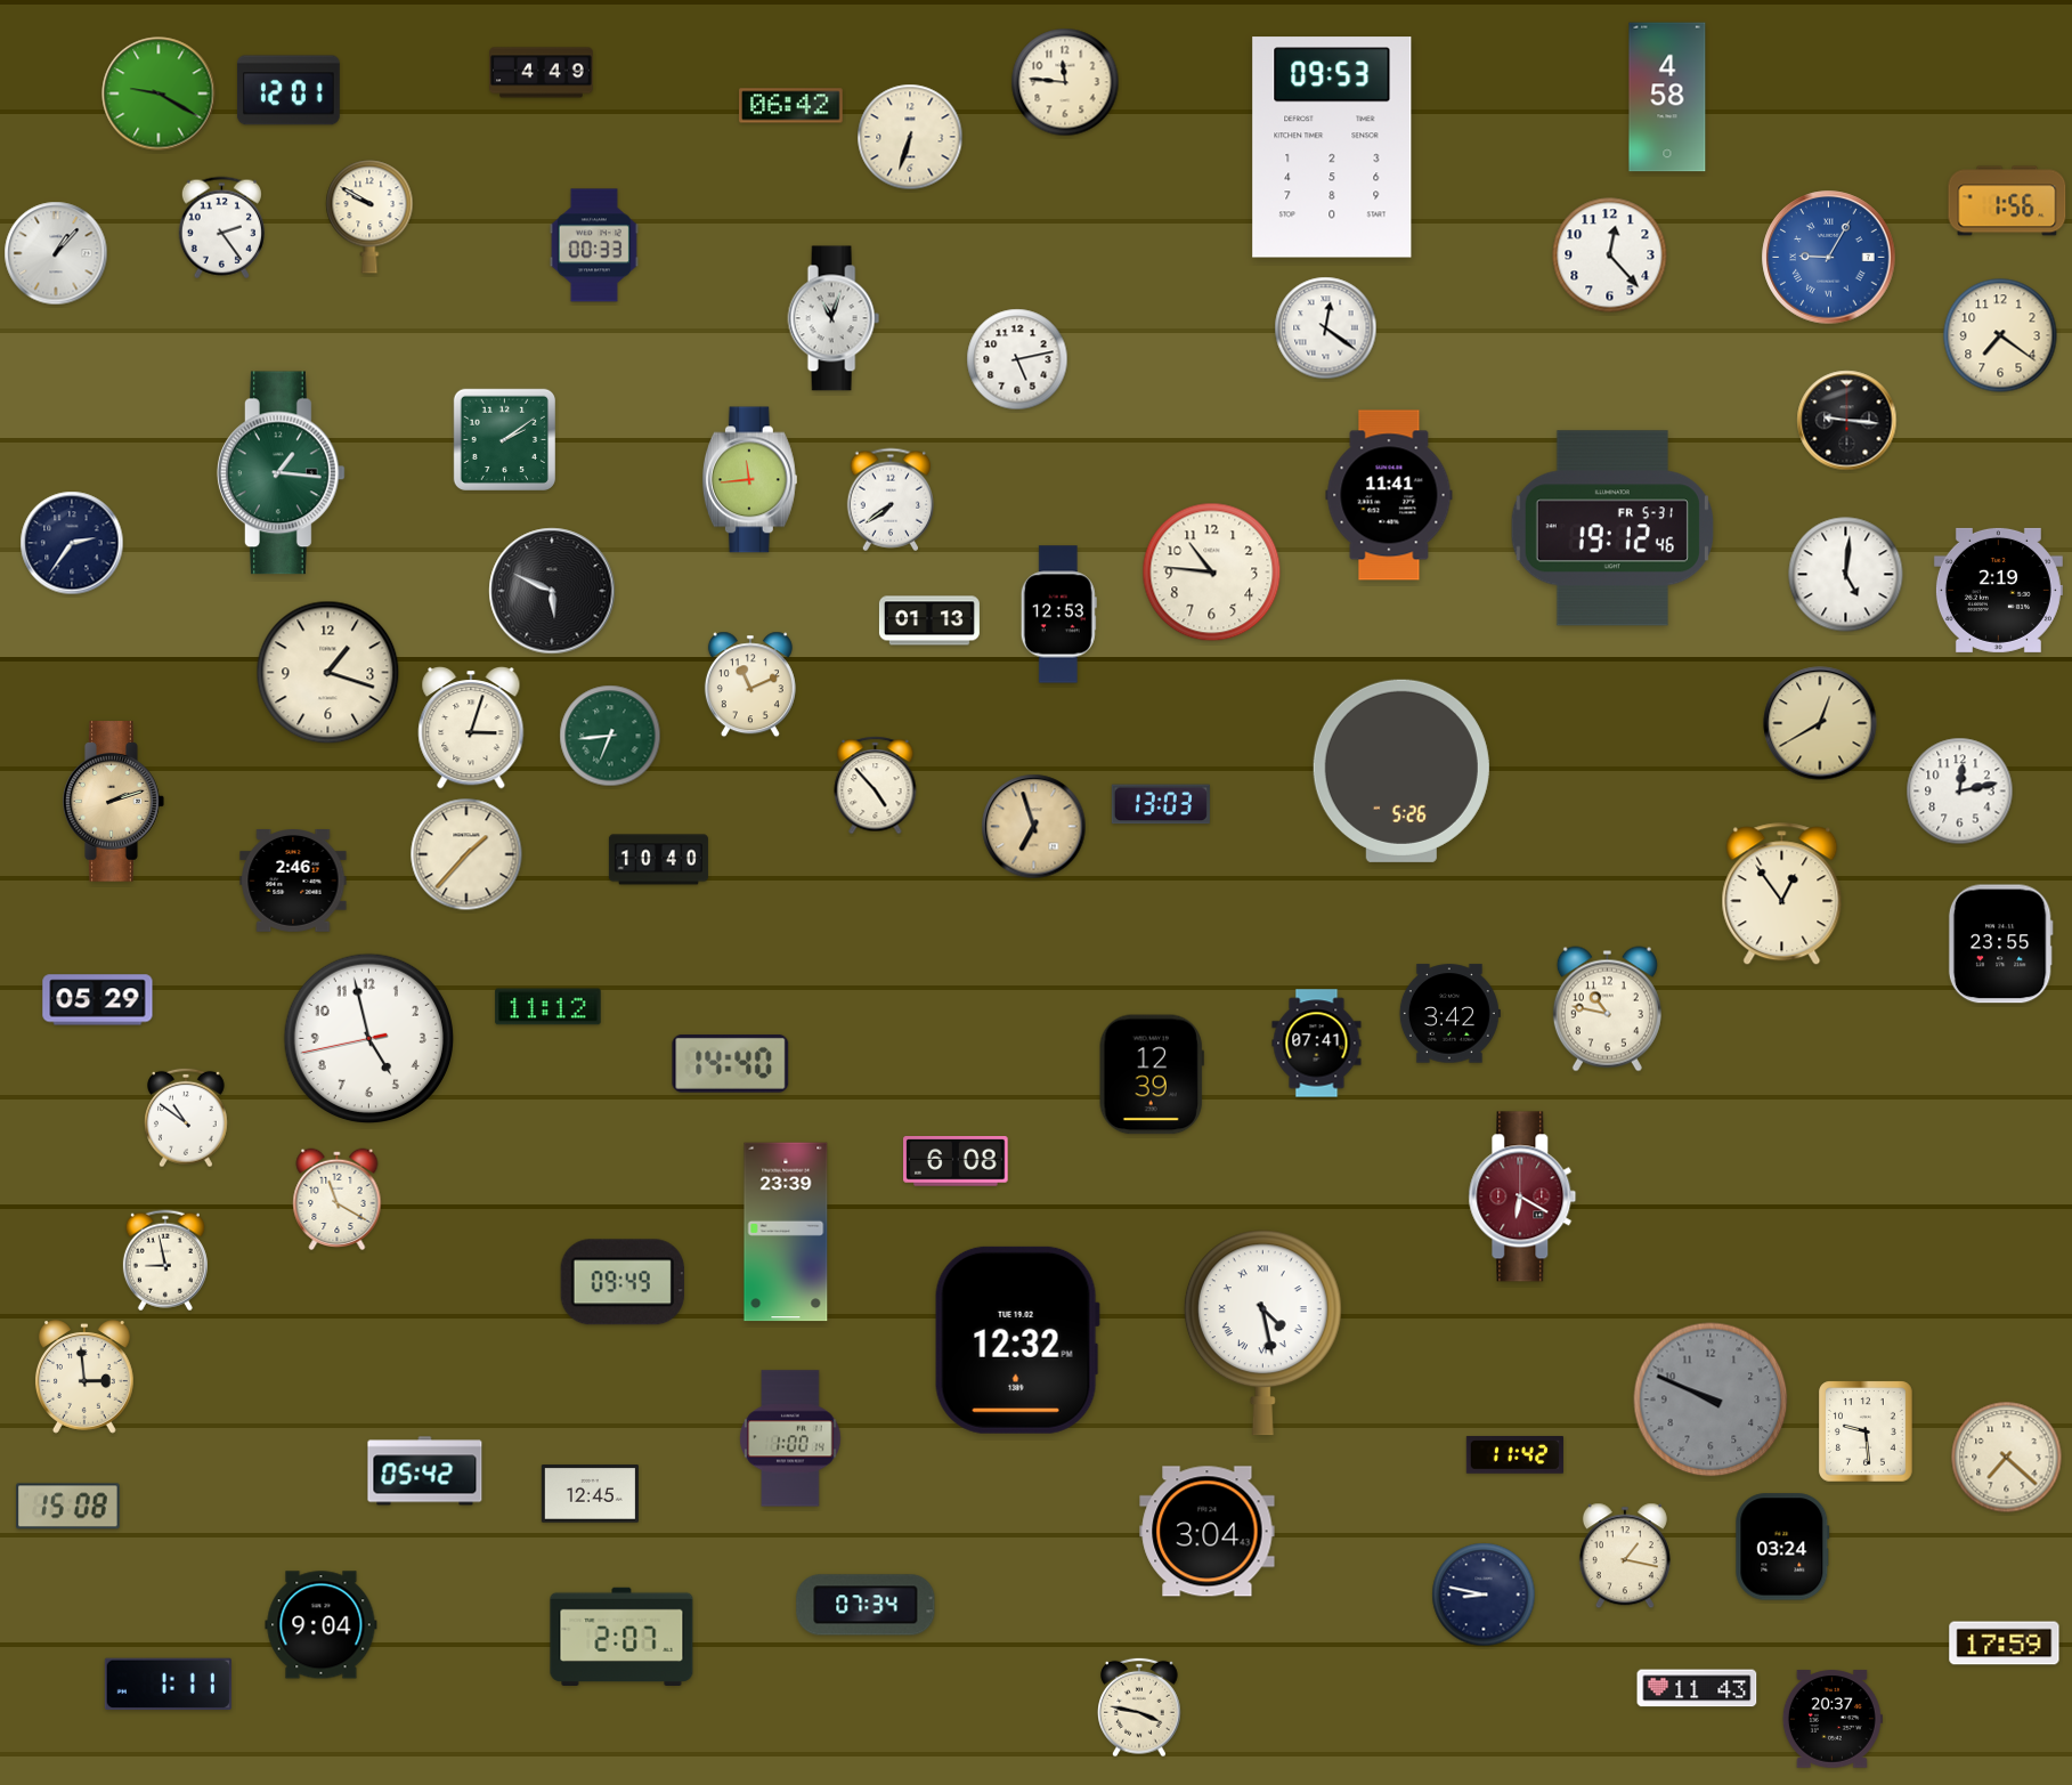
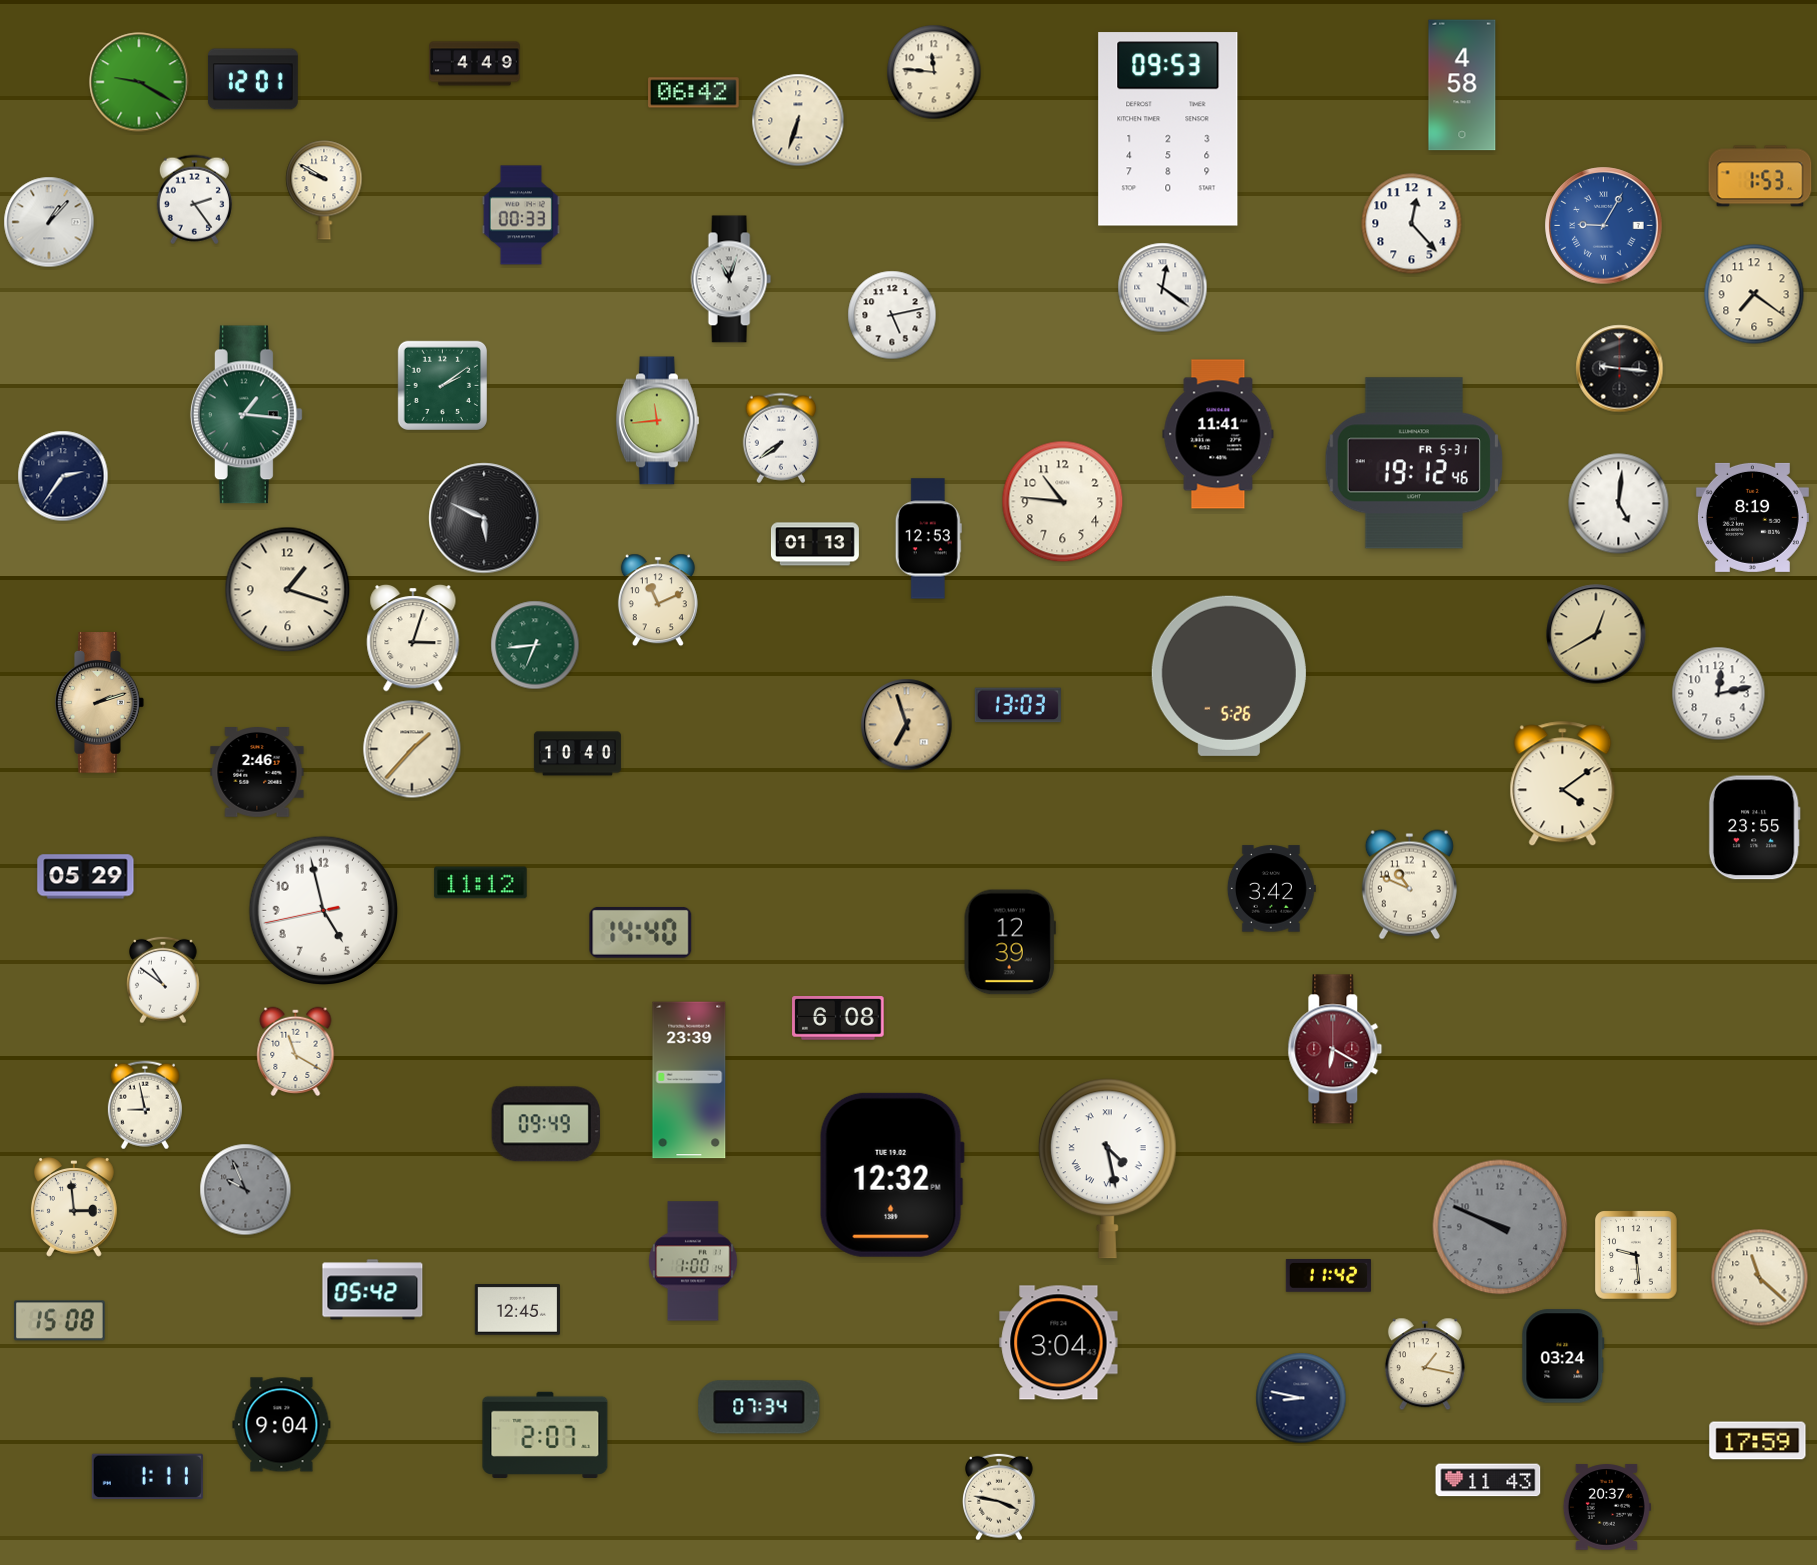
clock at (2007, 201): 1:56 -> 1:53
clock at (1998, 590): 2:19 -> 8:19
clock at (876, 786): 4:53 -> none
clock at (466, 854) position: (466, 854) -> (412, 749)
clock at (1782, 894): 12:54 -> 4:09
clock at (1607, 1009): 10:47 -> 10:49
clock at (1317, 1044): 07:41 -> none
clock at (246, 1190): none -> 9:56
clock at (2007, 1458): 7:22 -> 11:22
